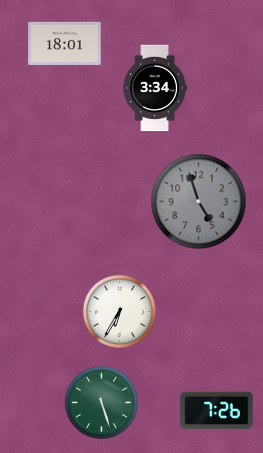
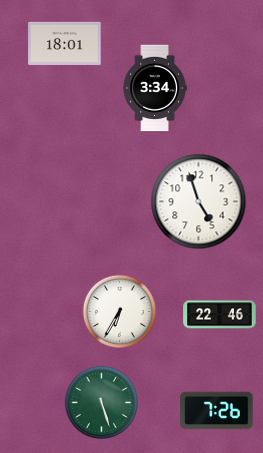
clock at (199, 202) dial: grey -> white
clock at (220, 315): none -> 22:46
